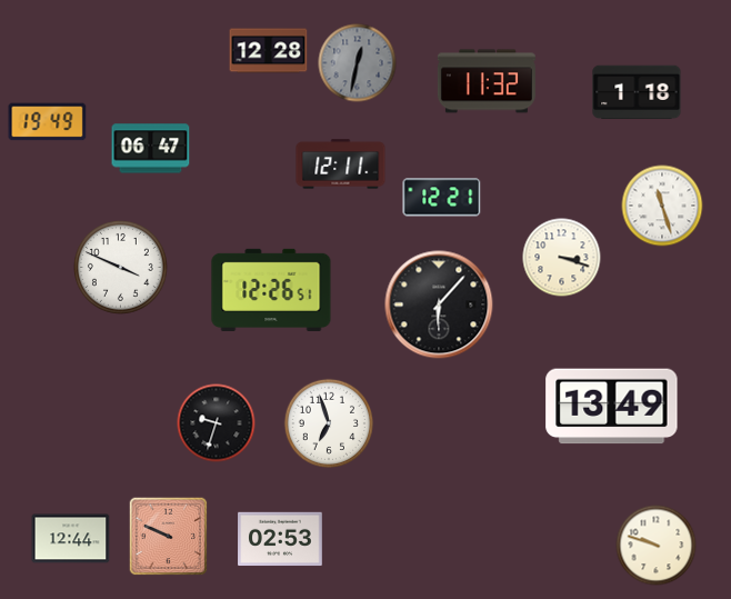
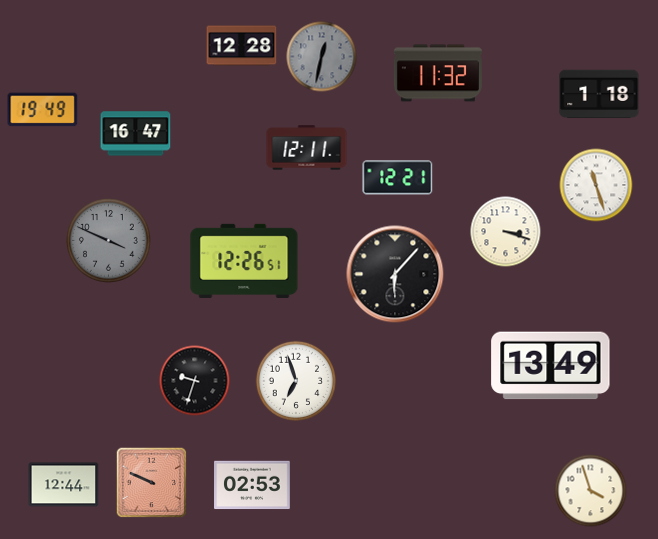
clock at (637, 92) position: (637, 92) -> (599, 94)
clock at (151, 149): 06:47 -> 16:47
clock at (121, 268) dial: white -> grey
clock at (657, 546): 9:48 -> 3:57
